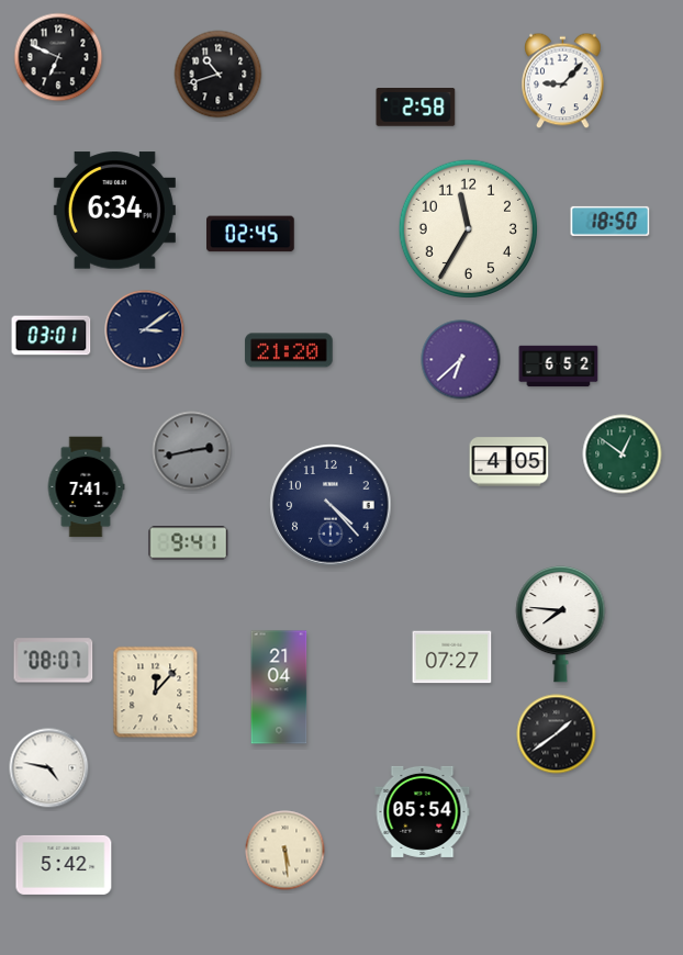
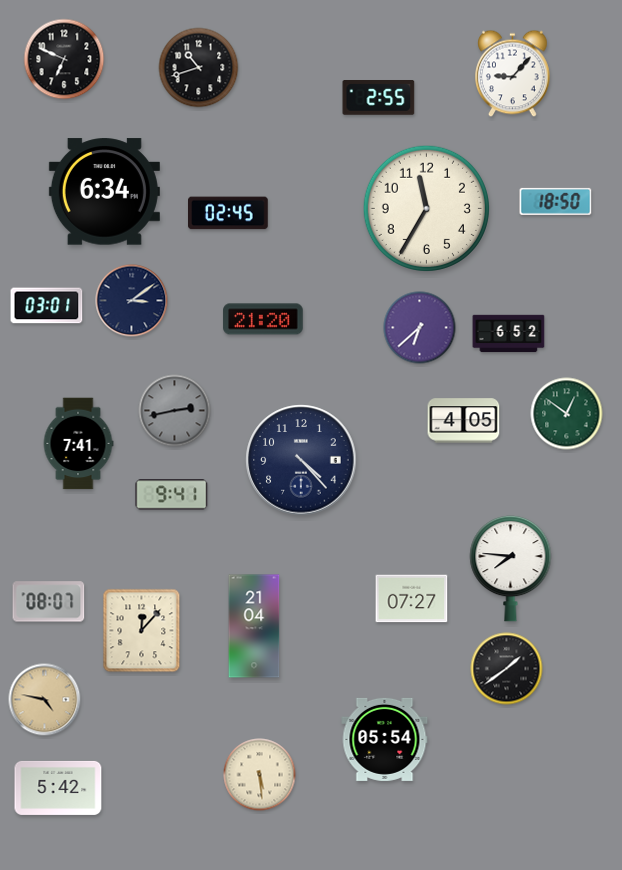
clock at (58, 57) position: (58, 57) -> (64, 59)
clock at (416, 108): 2:58 -> 2:55
clock at (49, 768) dial: white -> champagne
